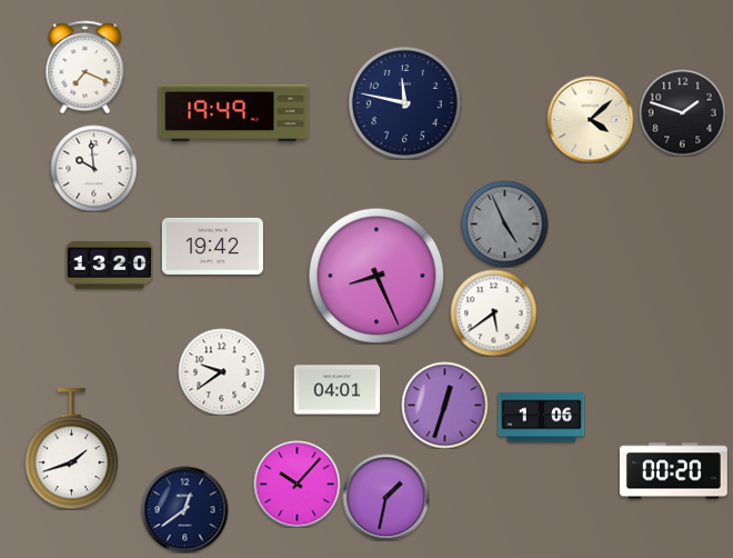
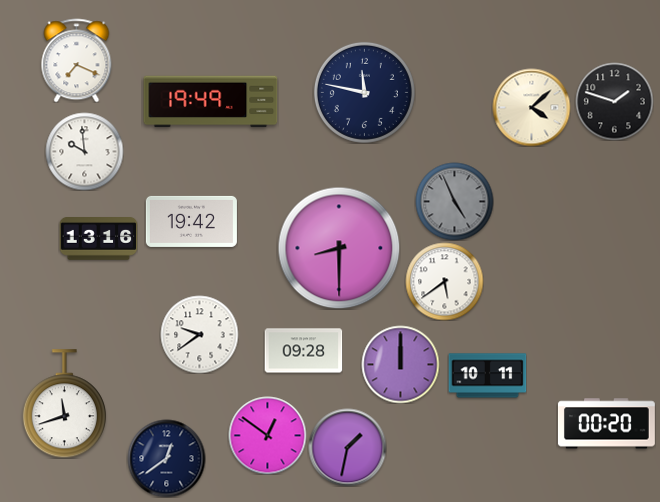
clock at (109, 266): 13:20 -> 13:16
clock at (376, 276): 8:26 -> 8:30
clock at (337, 390): 04:01 -> 09:28
clock at (444, 405): 12:33 -> 12:00
clock at (541, 418): 1:06 -> 10:11
clock at (71, 449): 1:42 -> 11:42
clock at (297, 484): 10:07 -> 12:51
